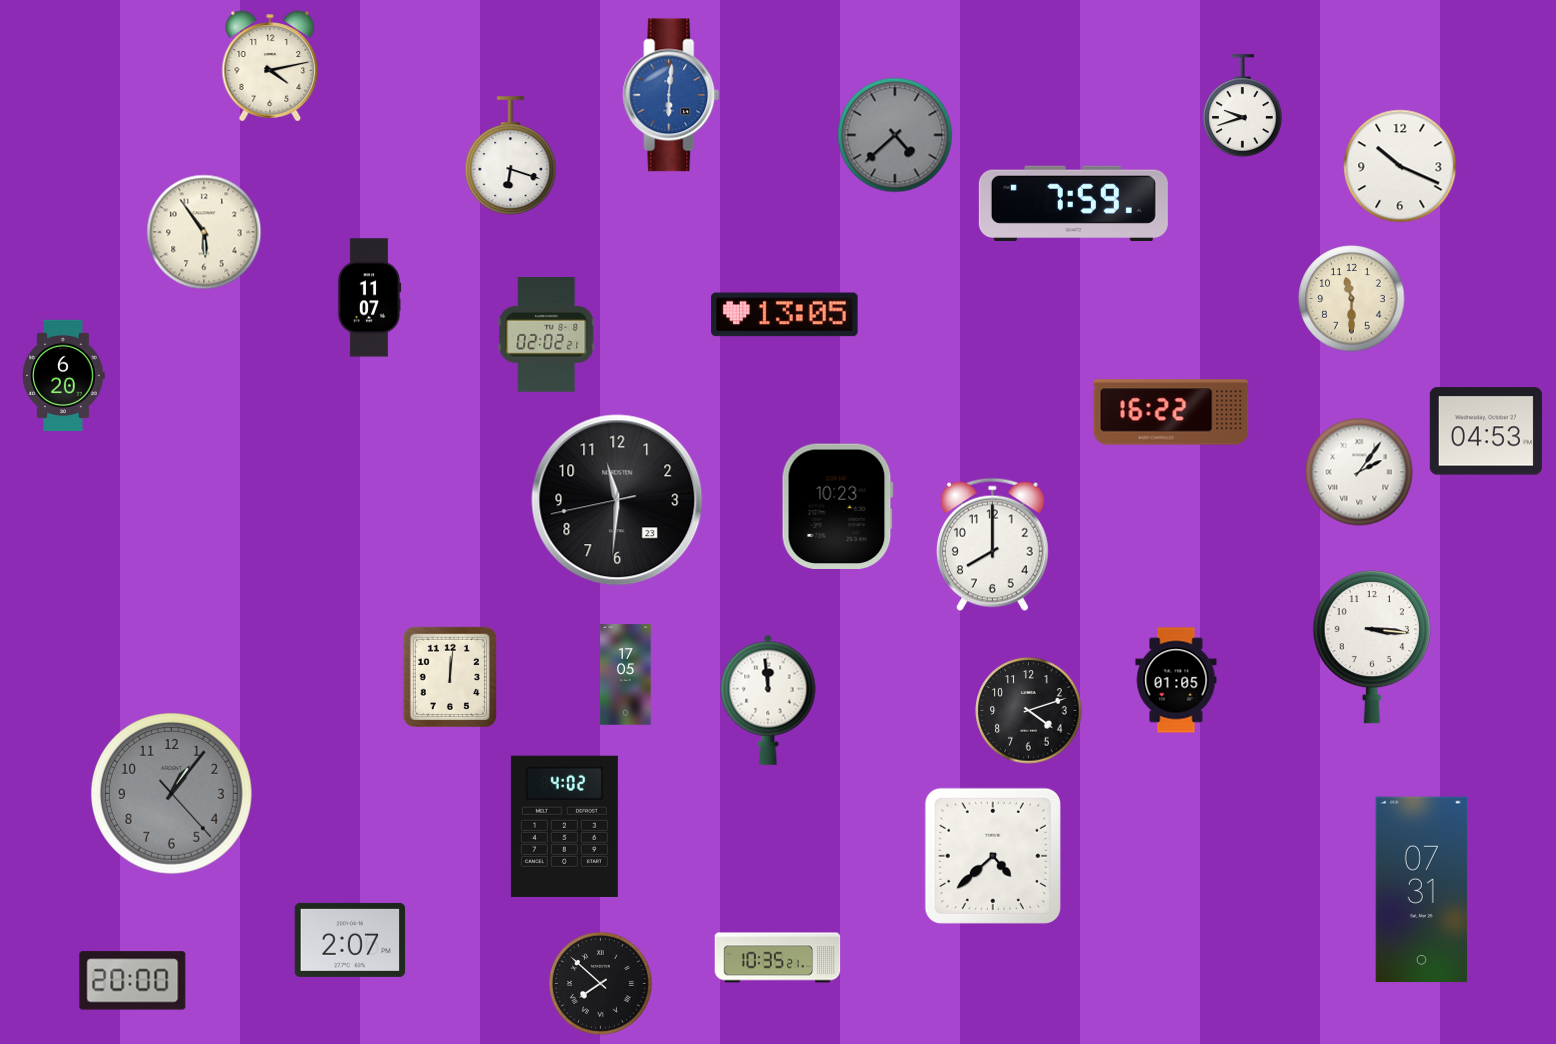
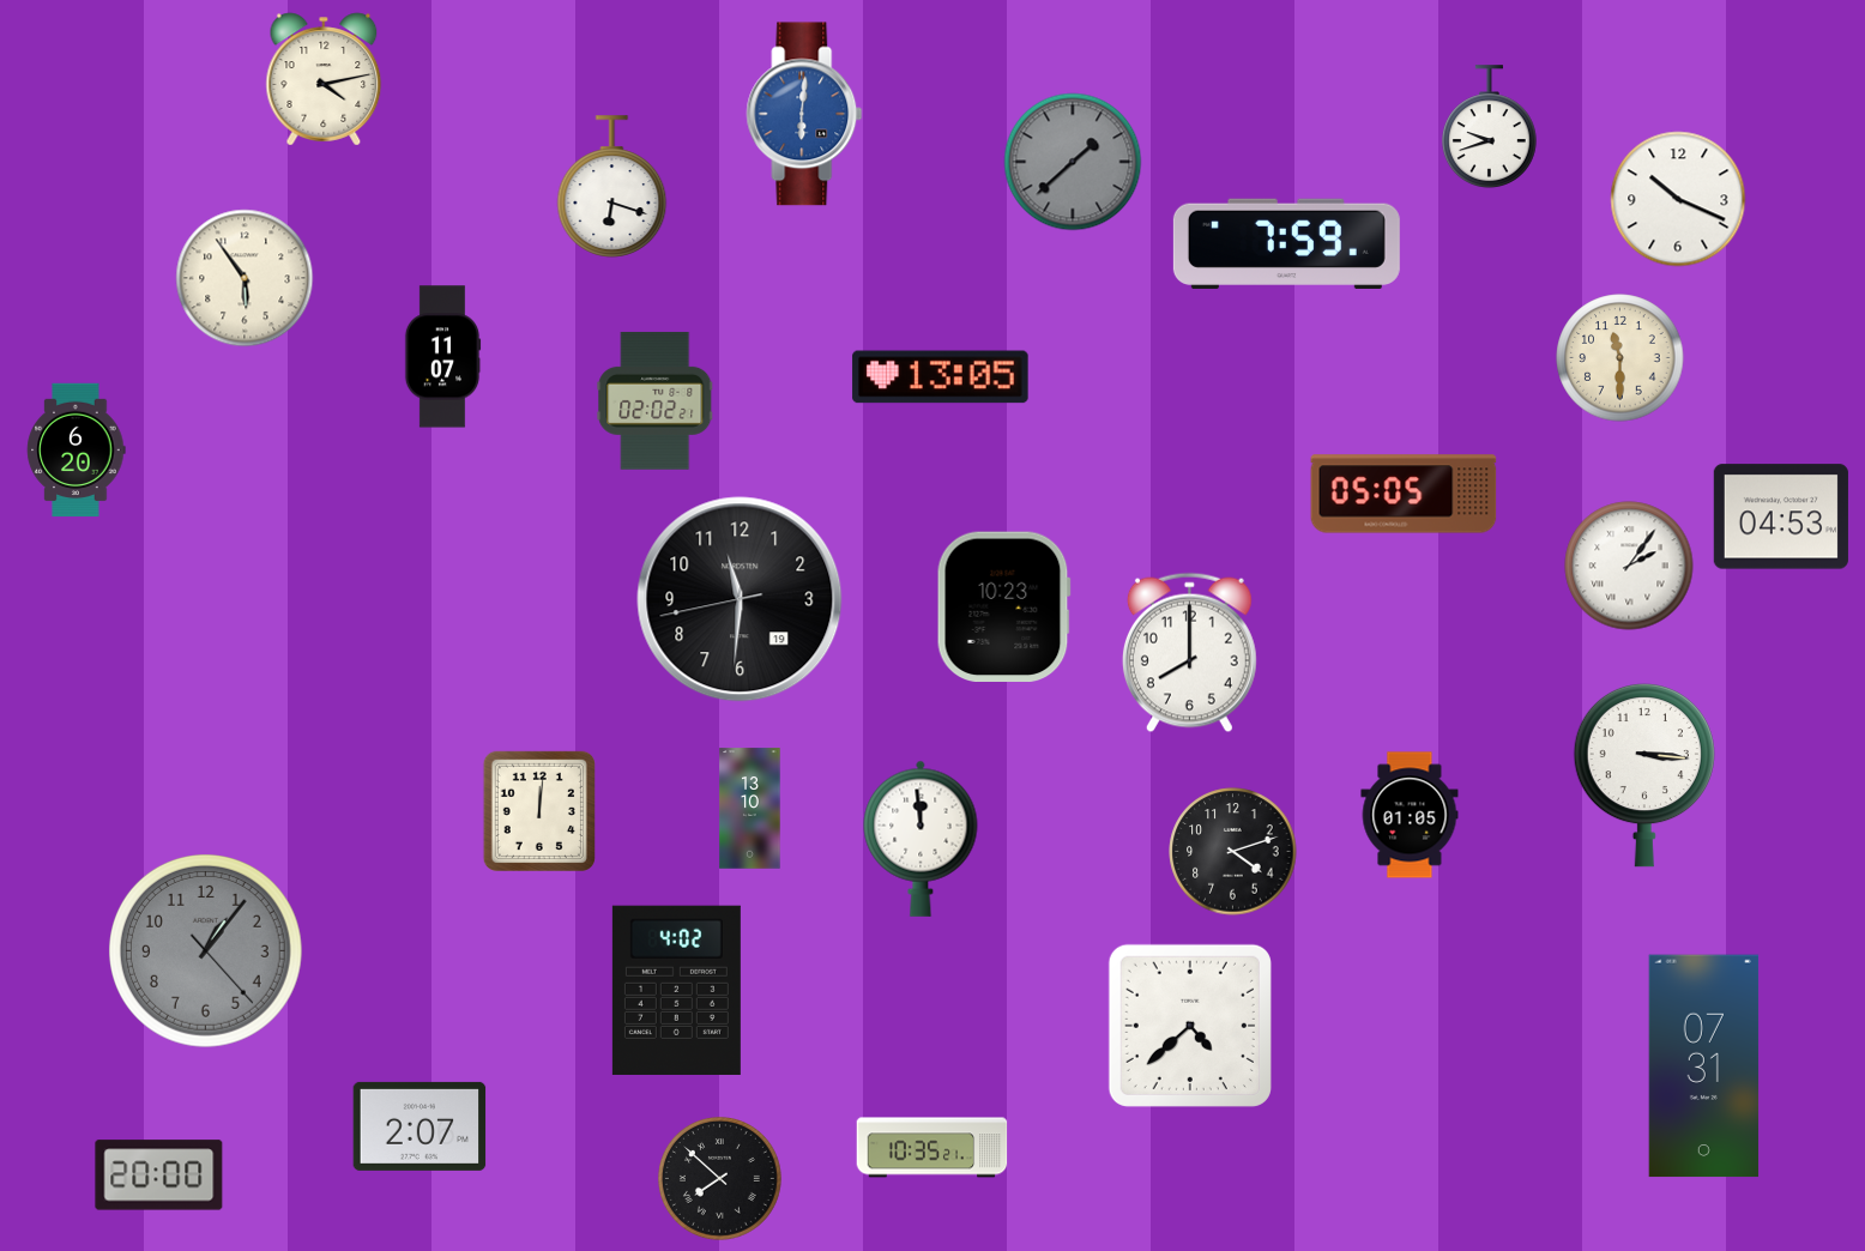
clock at (895, 135): 4:38 -> 1:38
clock at (1171, 412): 16:22 -> 05:05
clock at (617, 500) date: 23 -> 19
clock at (626, 675): 17:05 -> 13:10
